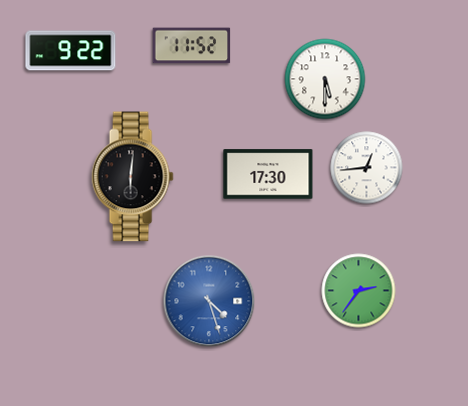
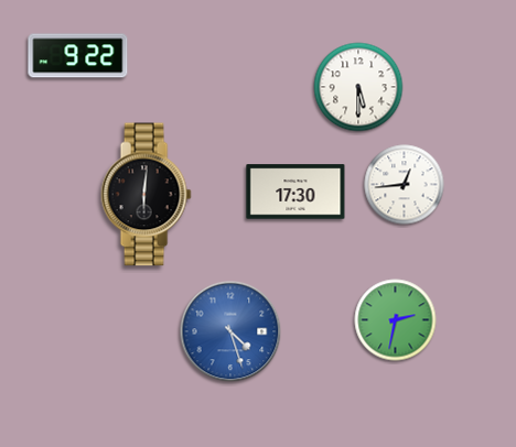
clock at (192, 46): 11:52 -> none
clock at (359, 291): 2:36 -> 2:32
